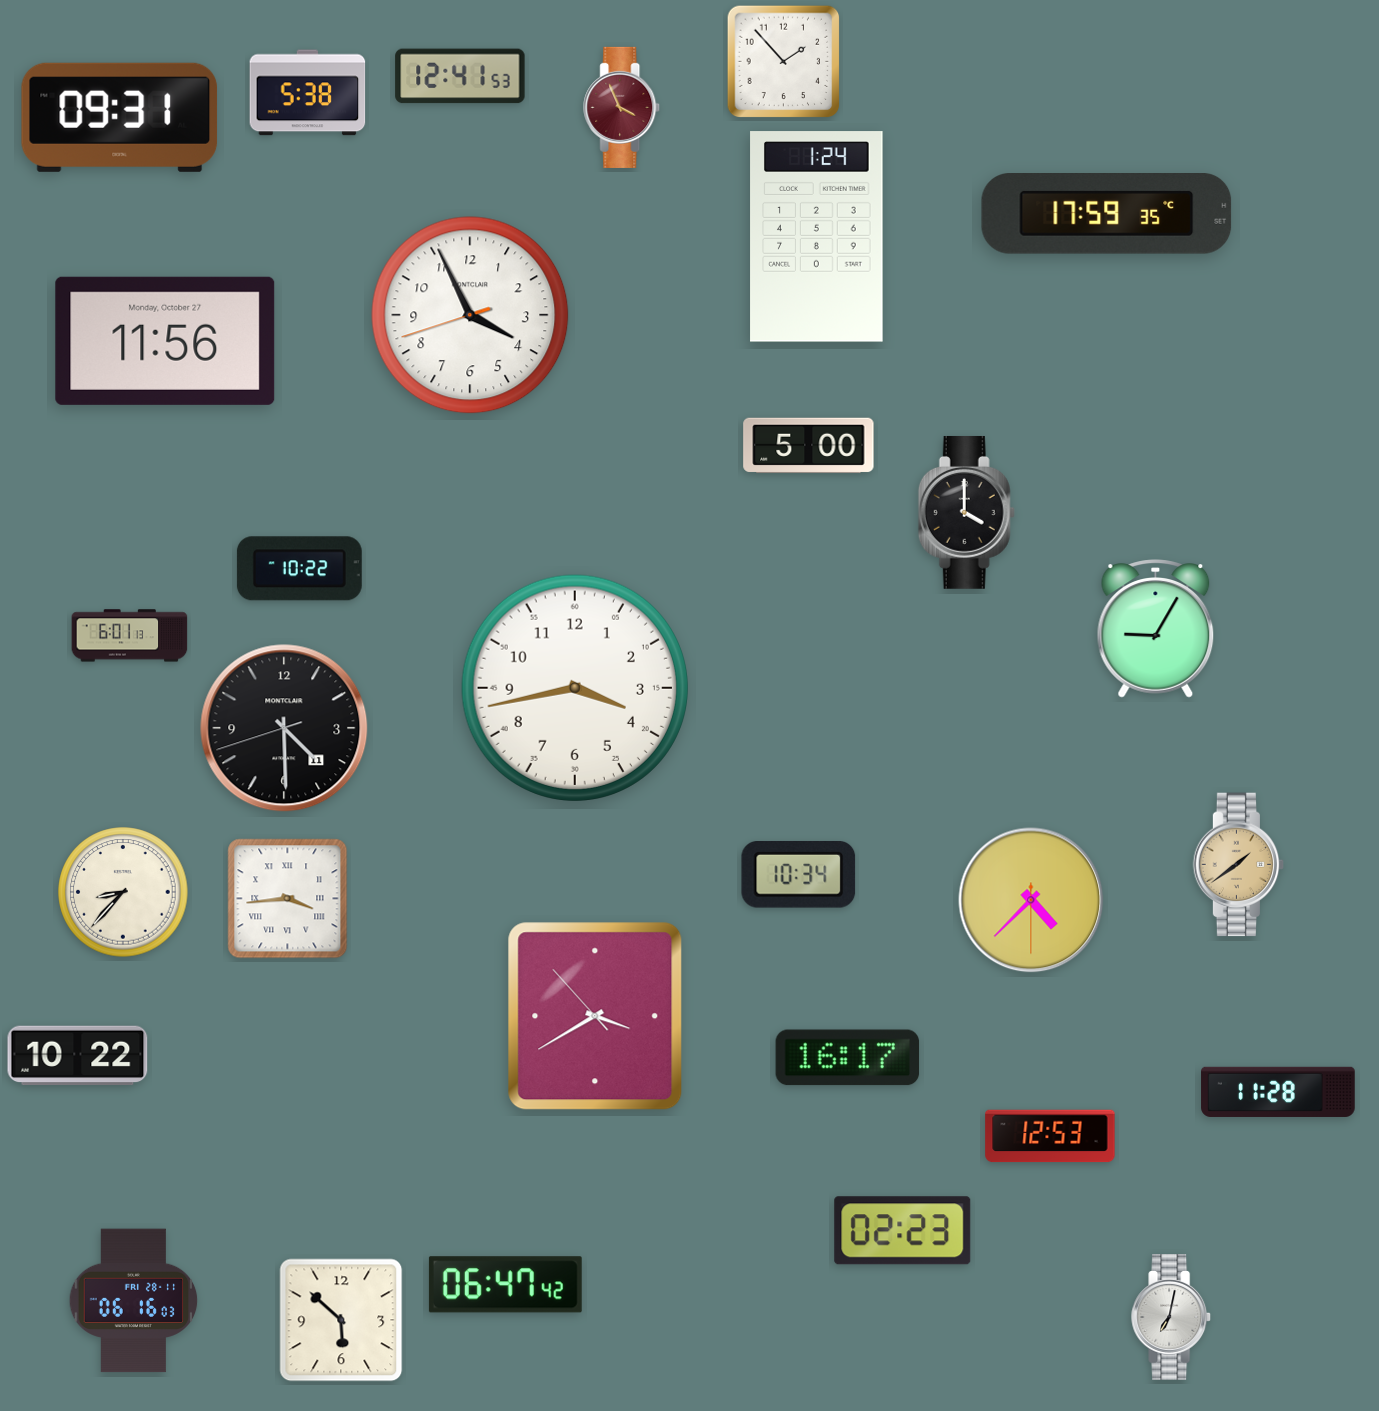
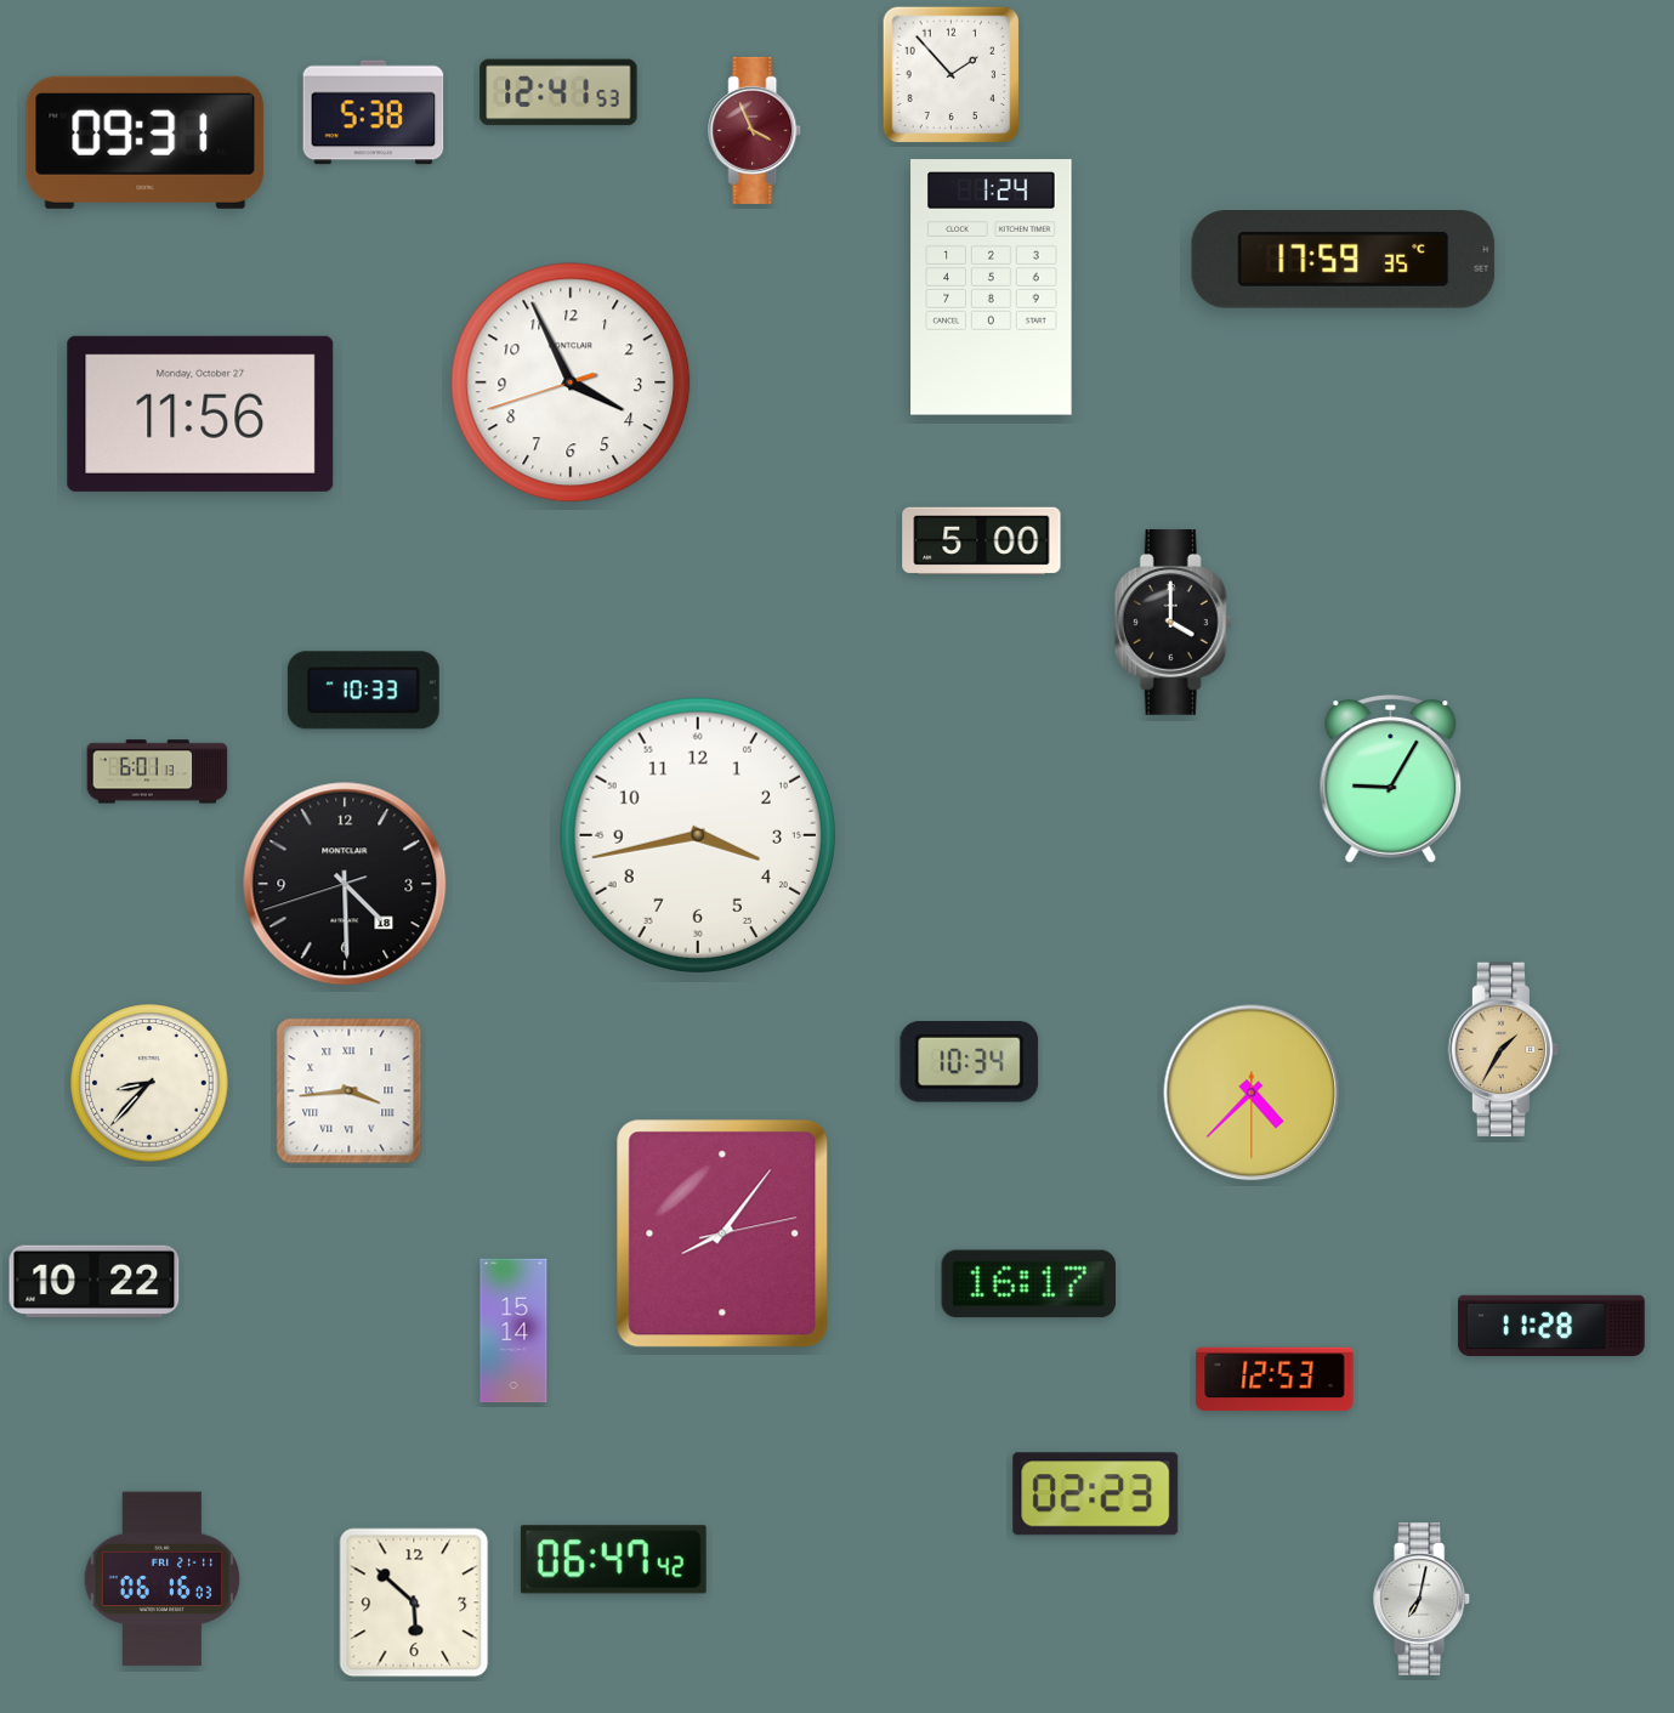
clock at (299, 569): 10:22 -> 10:33
clock at (1156, 629) position: (1156, 629) -> (1391, 779)
clock at (284, 728) date: 11 -> 18
clock at (1239, 865): 1:39 -> 1:35
clock at (595, 1016): 3:39 -> 8:06
clock at (513, 1331): none -> 15:14
clock at (134, 1301) date: FRI 28-11 -> FRI 21-11
